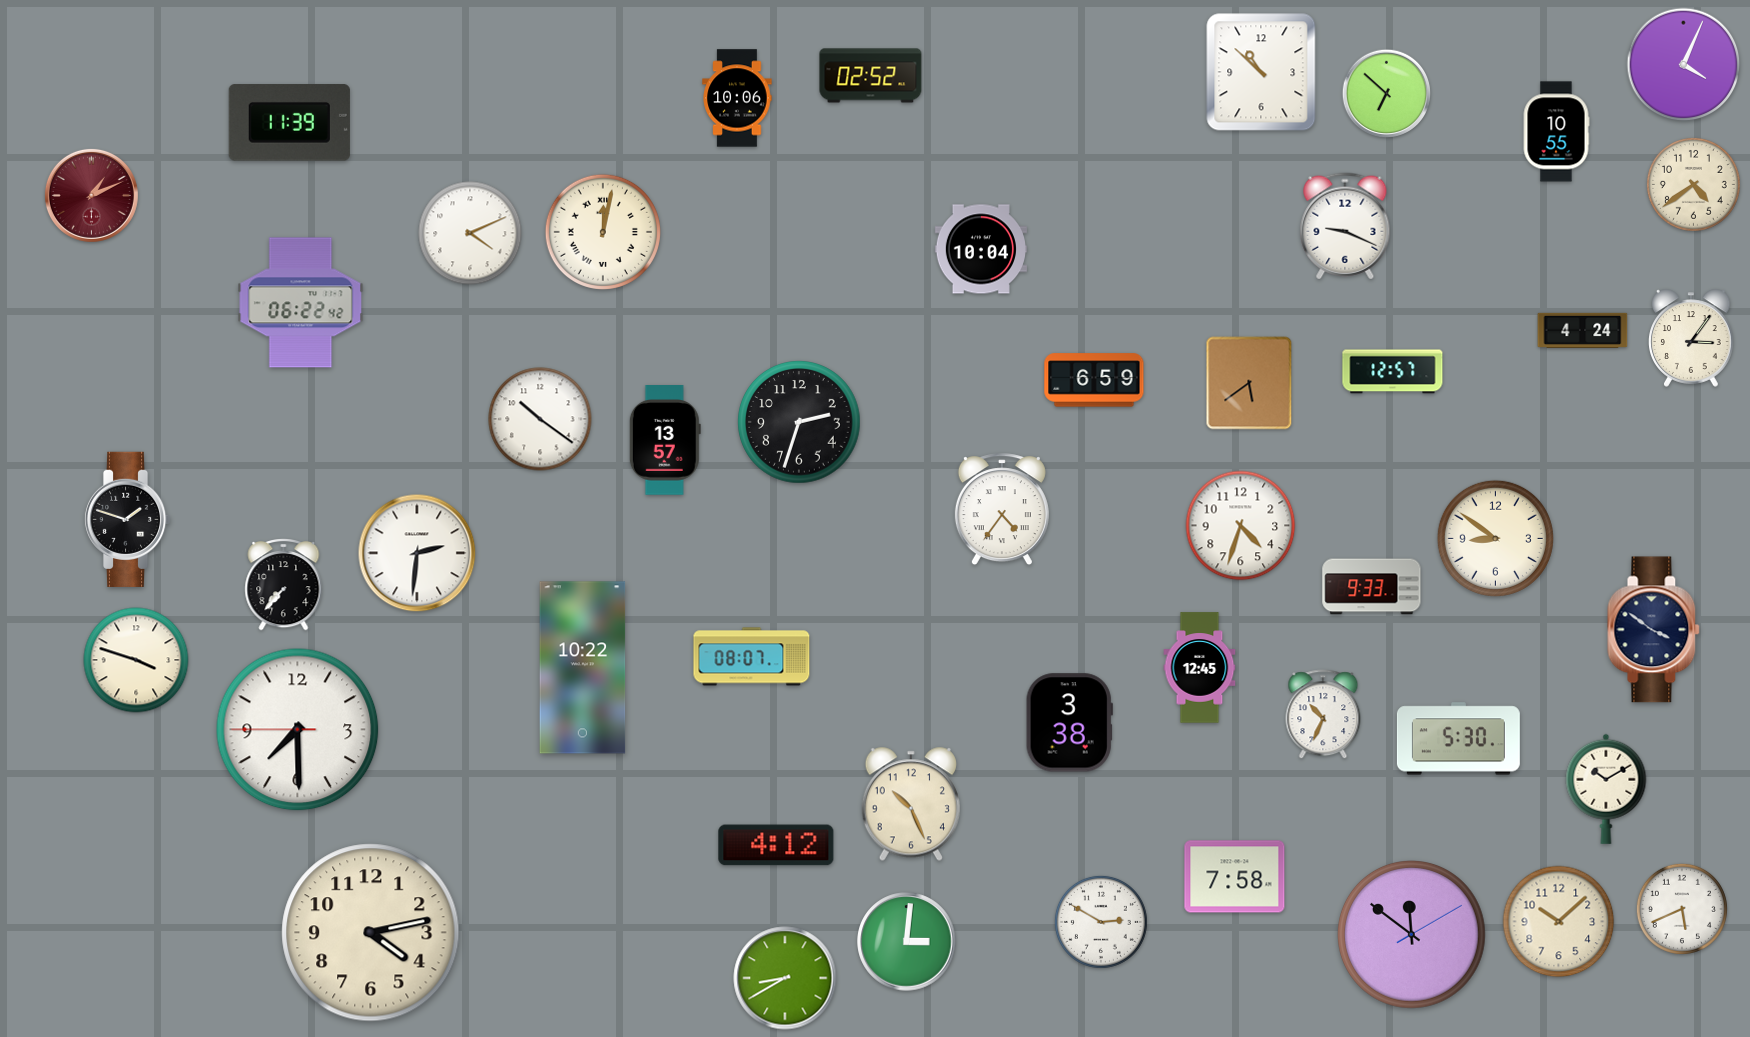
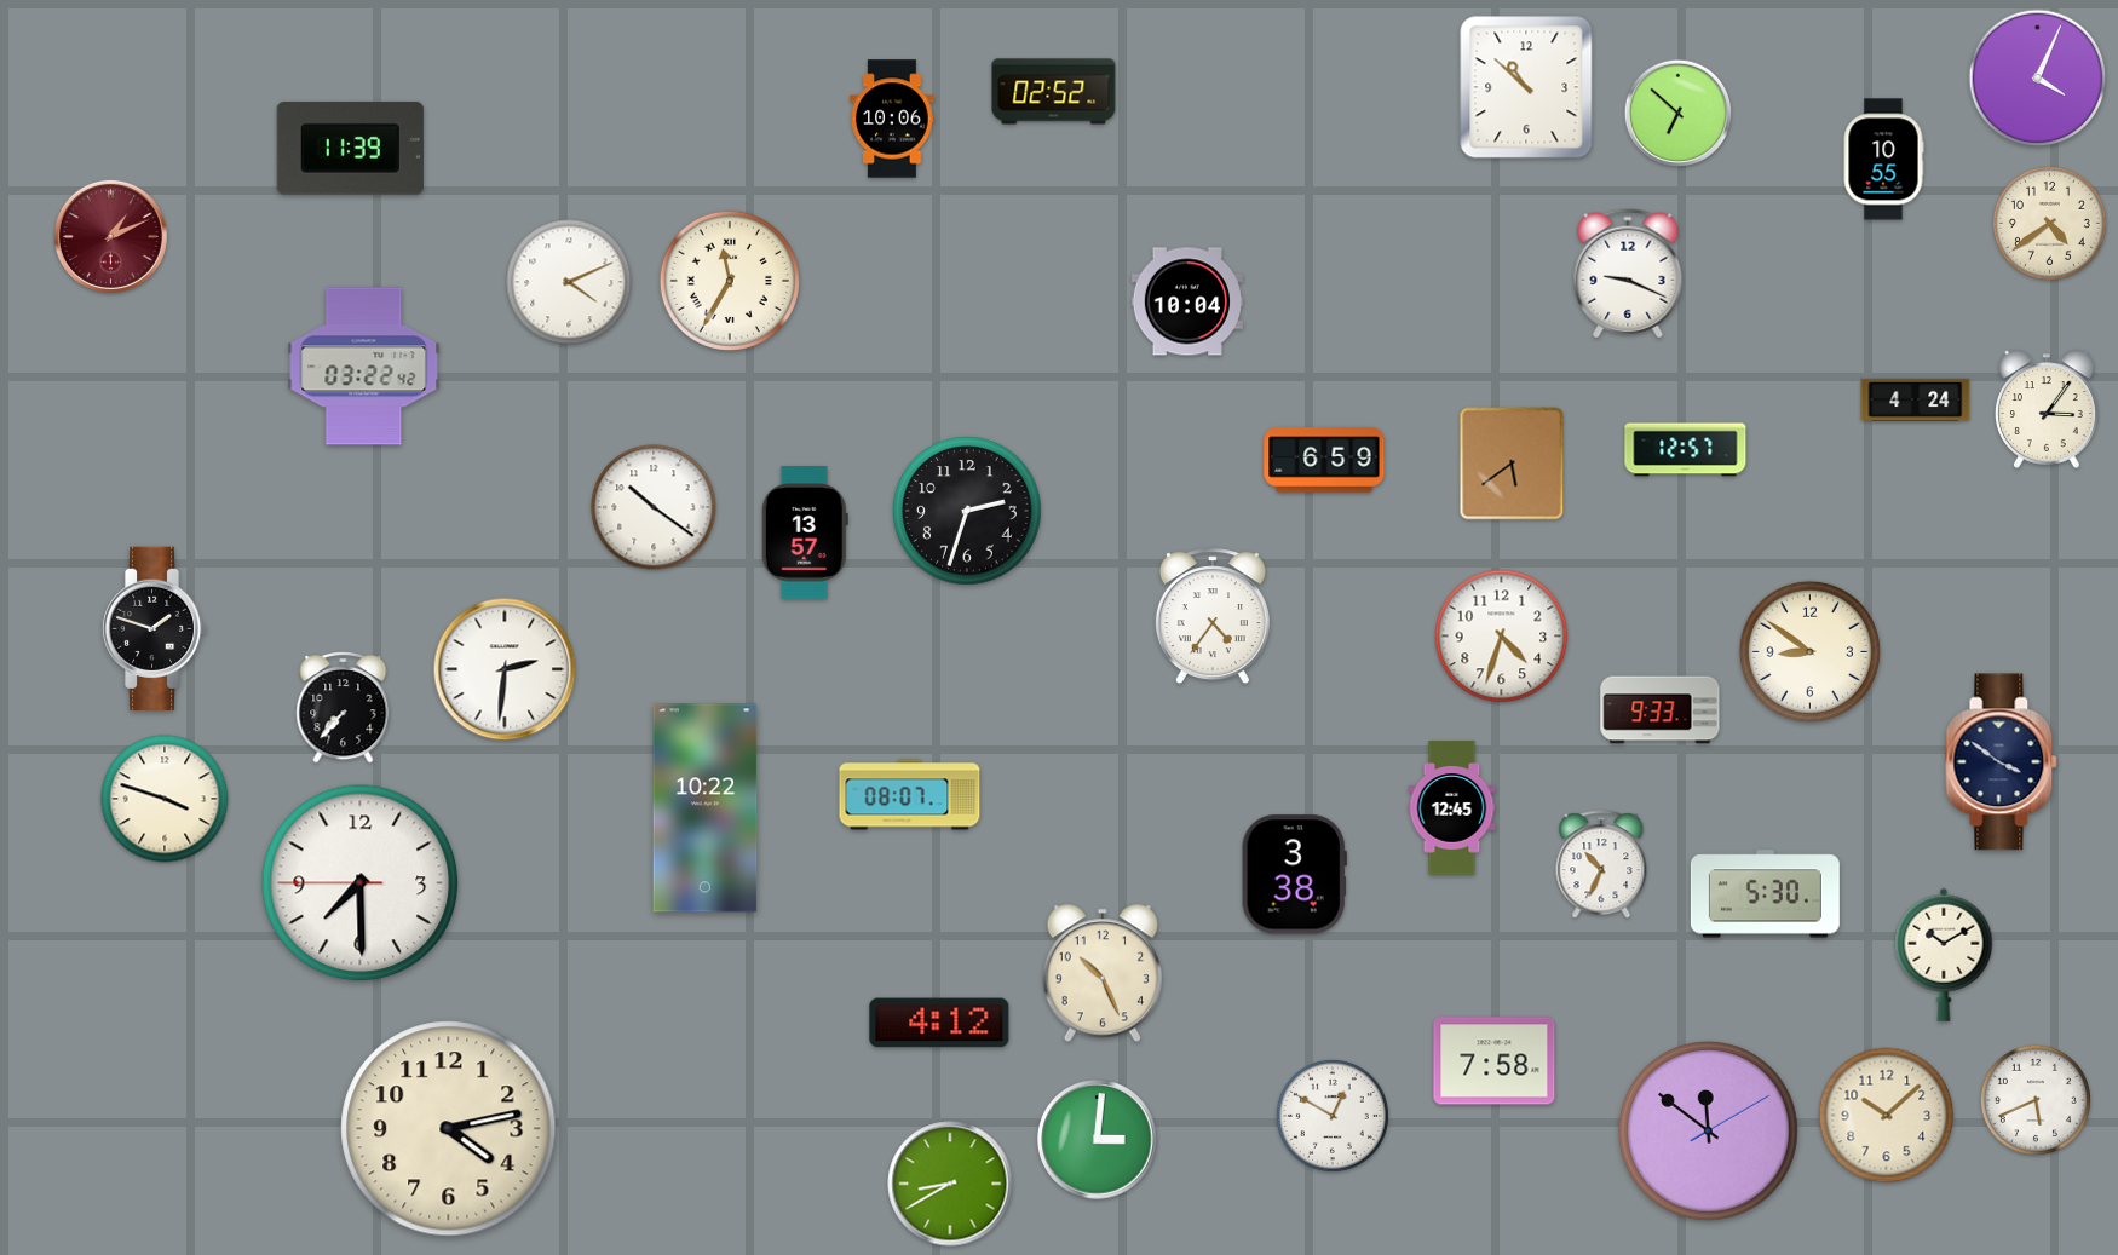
clock at (603, 232): 12:02 -> 11:35
clock at (301, 303): 06:22 -> 03:22
clock at (1101, 922): 2:50 -> 12:50
